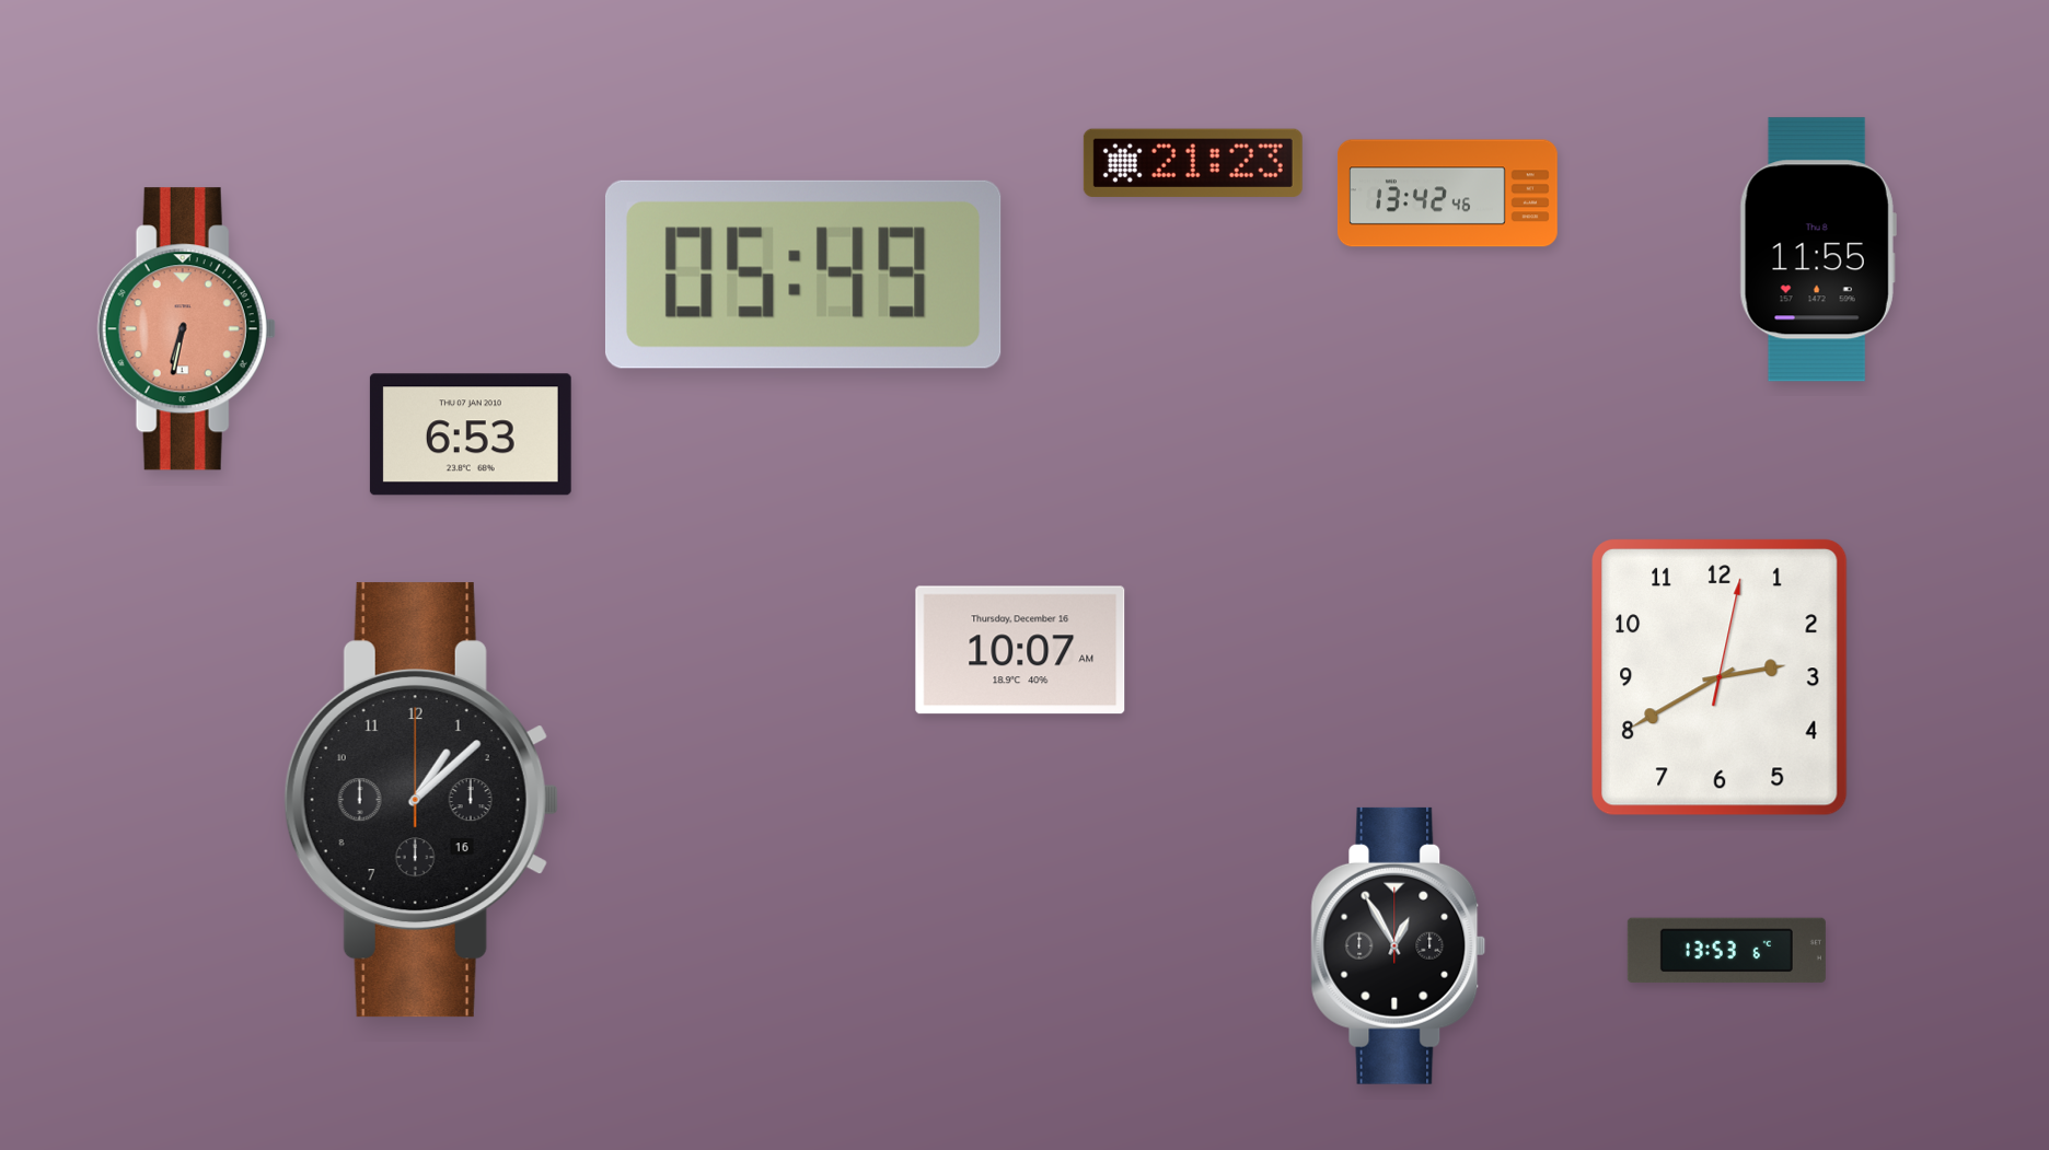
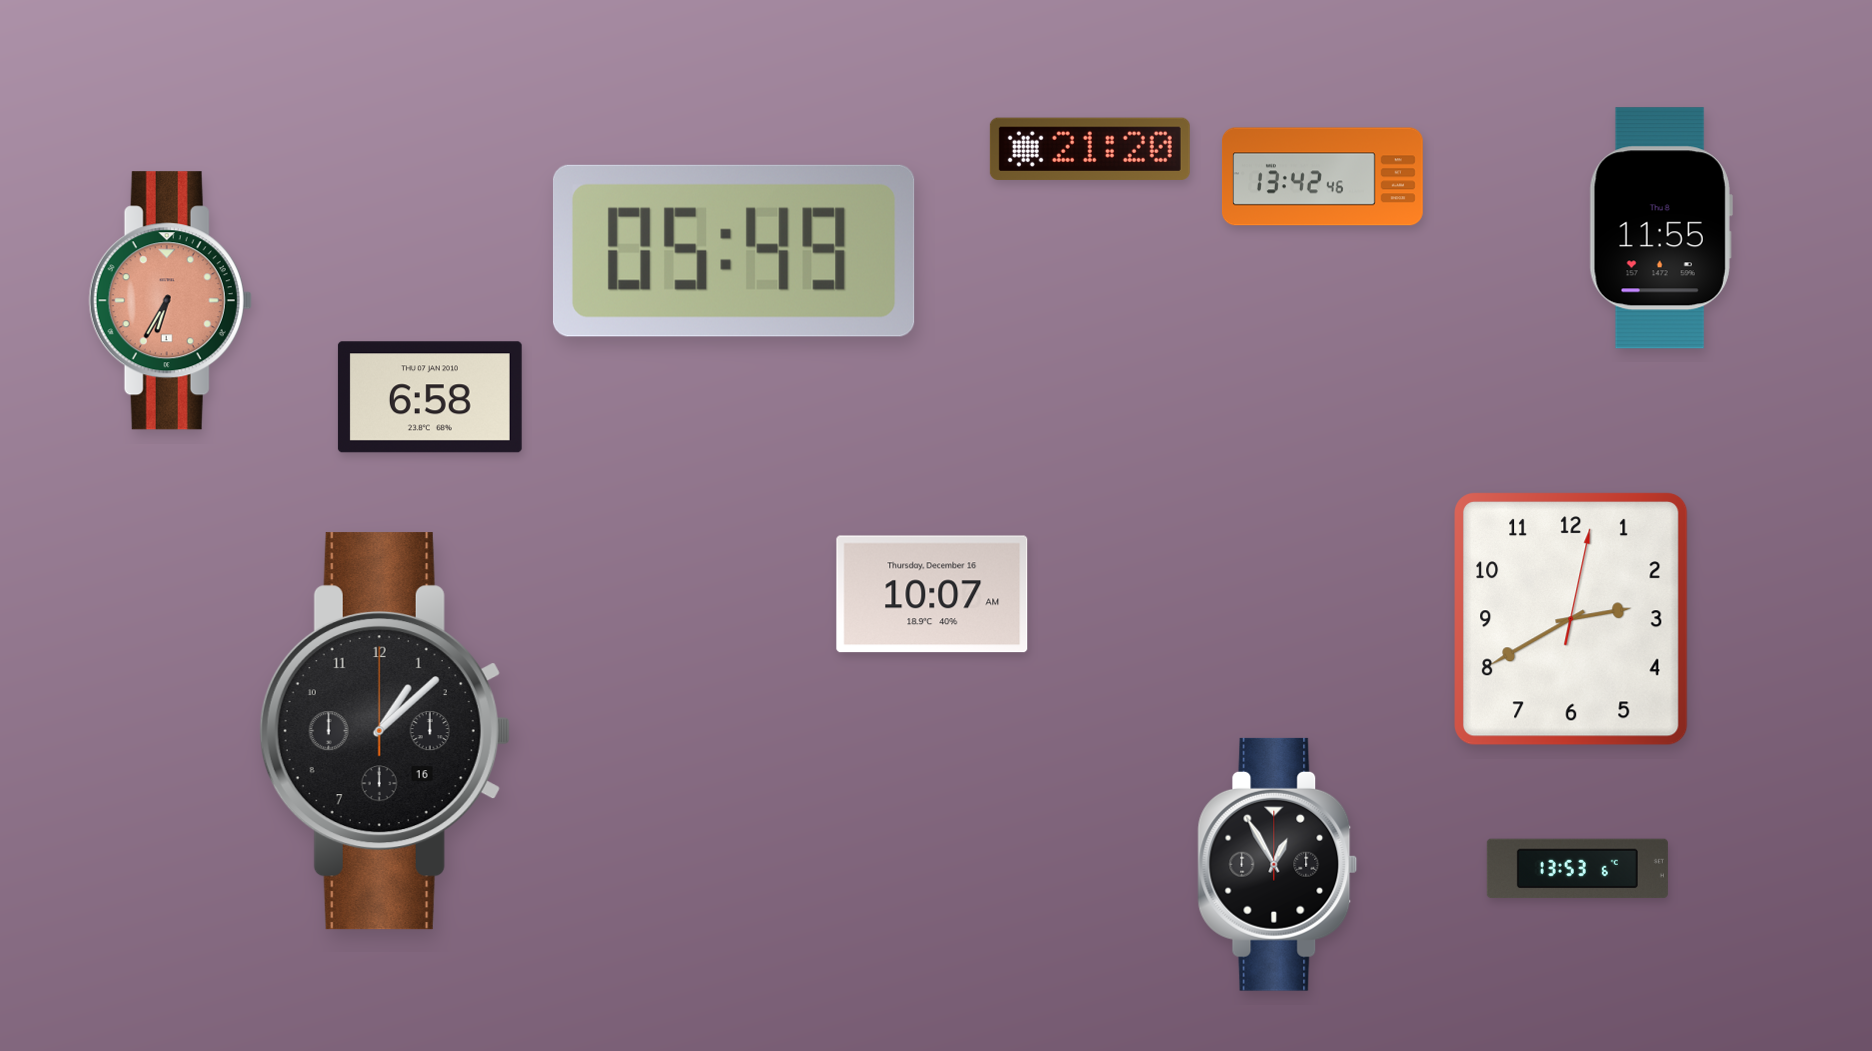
clock at (1193, 163): 21:23 -> 21:20
clock at (186, 329): 6:32 -> 6:35
clock at (471, 434): 6:53 -> 6:58
